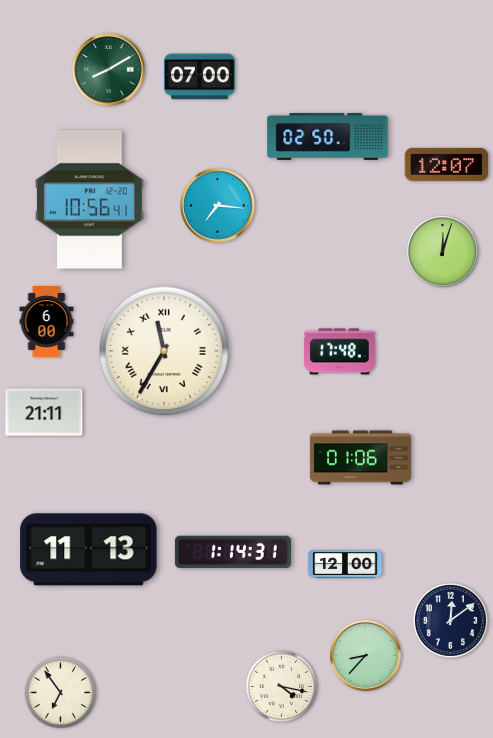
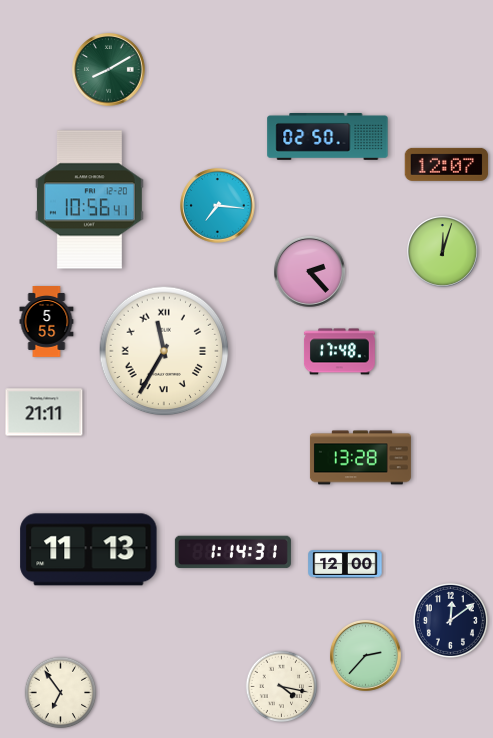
clock at (199, 77): 07:00 -> none
clock at (309, 271): none -> 2:23
clock at (47, 322): 6:00 -> 5:55
clock at (360, 458): 01:06 -> 13:28
clock at (365, 655): 8:37 -> 2:37
